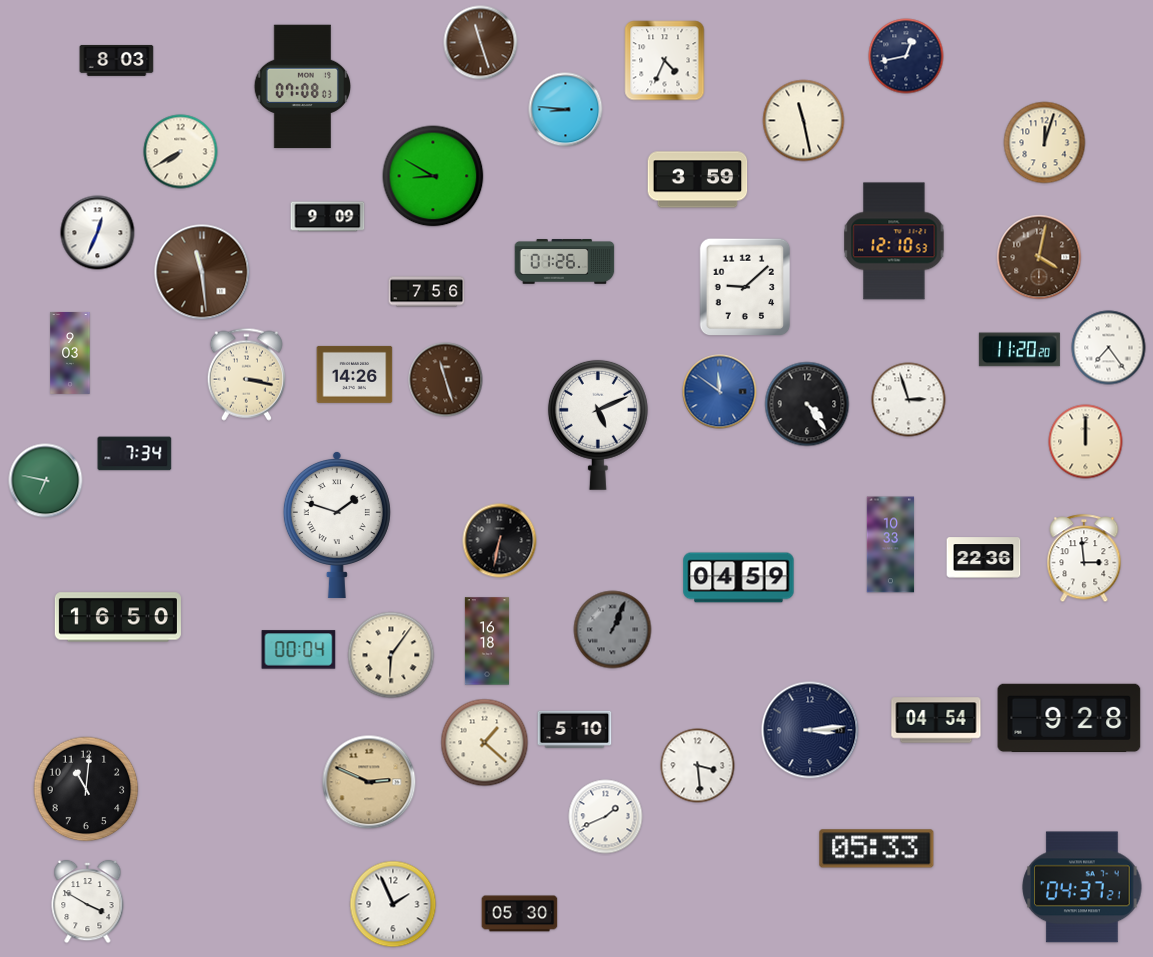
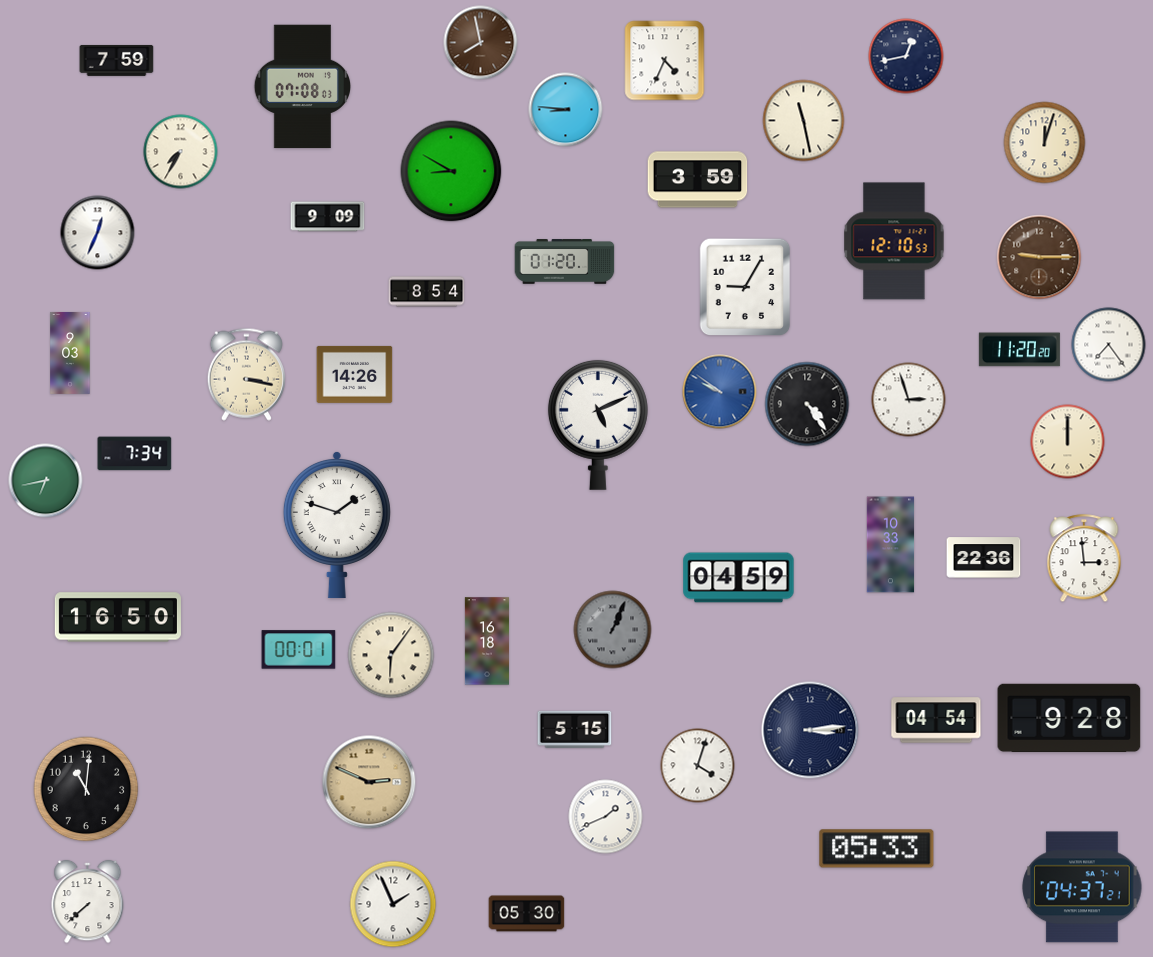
clock at (481, 43): 11:27 -> 7:58
clock at (117, 60): 8:03 -> 7:59
clock at (181, 152): 7:40 -> 7:35
clock at (433, 176) position: (433, 176) -> (451, 171)
clock at (1039, 257): 4:02 -> 9:15
clock at (565, 262): 01:26 -> 01:20
clock at (202, 272): 11:29 -> none
clock at (745, 287): 9:08 -> 9:05
clock at (427, 292): 7:56 -> 8:54
clock at (1109, 348) position: (1109, 348) -> (1109, 345)
clock at (446, 380): 11:27 -> none
clock at (720, 392): 11:51 -> 9:51
clock at (1086, 442) position: (1086, 442) -> (1068, 442)
clock at (46, 481): 6:47 -> 6:43
clock at (500, 541): 6:32 -> none
clock at (299, 650): 00:04 -> 00:01
clock at (575, 729): 5:10 -> 5:15
clock at (485, 743): 1:22 -> none
clock at (698, 766): 3:29 -> 4:03
clock at (88, 902): 3:50 -> 7:38
clock at (520, 914) position: (520, 914) -> (527, 914)
